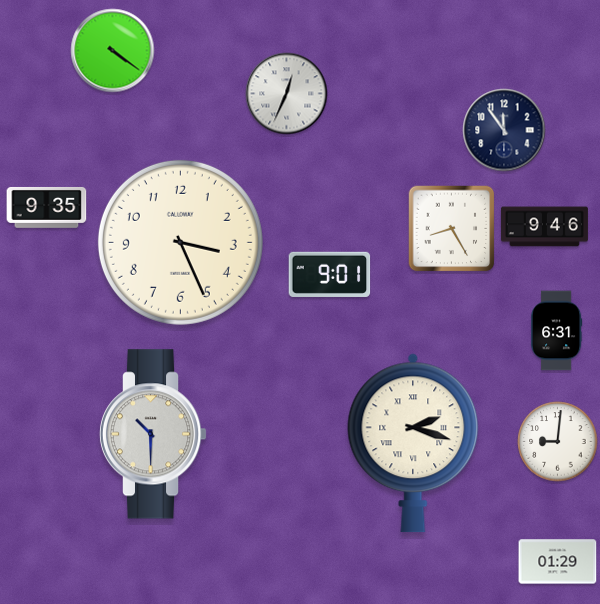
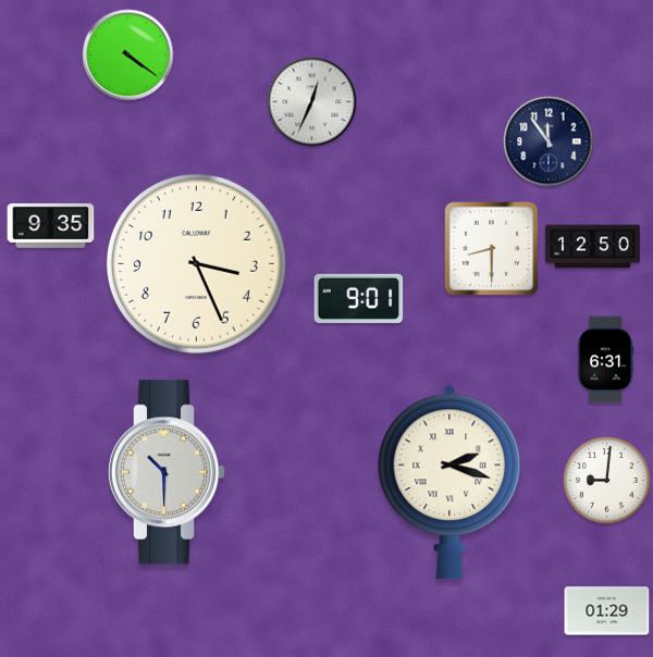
clock at (113, 51) position: (113, 51) -> (128, 55)
clock at (544, 227): 9:46 -> 12:50
clock at (452, 229): 8:25 -> 8:30
